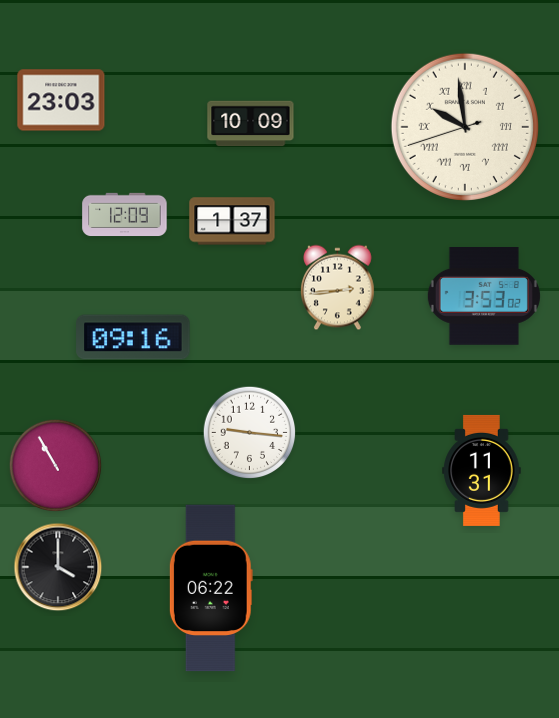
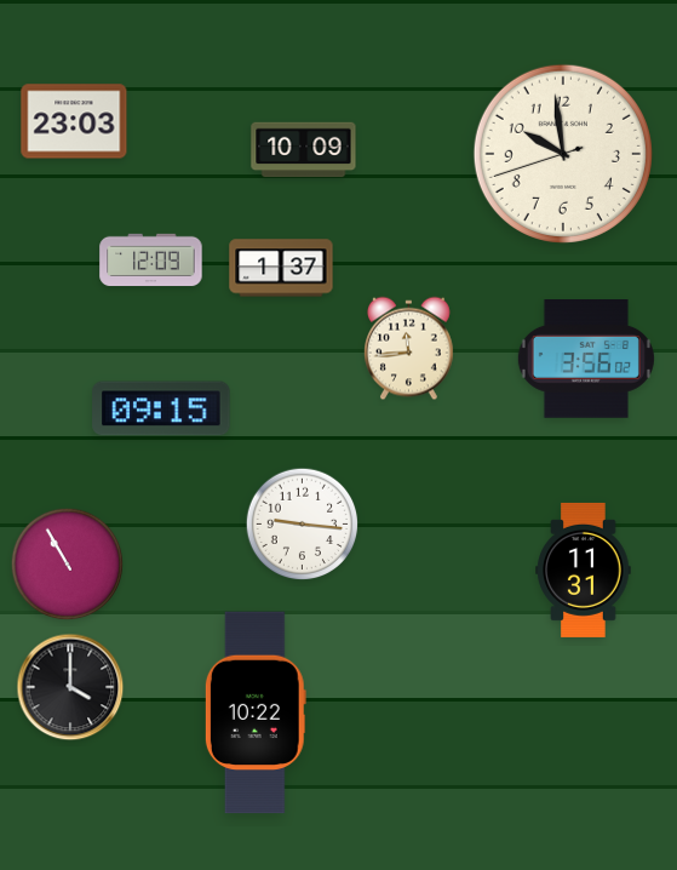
clock at (465, 127) numerals: Roman -> Arabic
clock at (338, 288): 2:44 -> 11:44
clock at (484, 297): 3:53 -> 3:56
clock at (133, 337): 09:16 -> 09:15
clock at (211, 588): 06:22 -> 10:22
